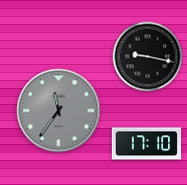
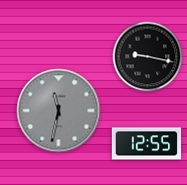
clock at (59, 111): 11:36 -> 11:32
clock at (147, 144): 17:10 -> 12:55
